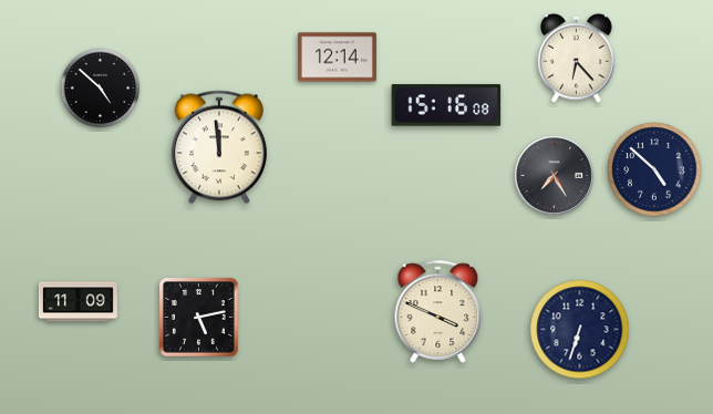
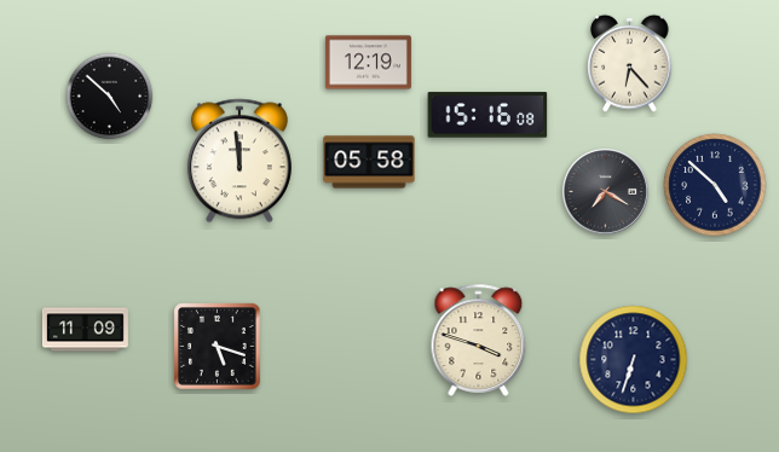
clock at (337, 58): 12:14 -> 12:19
clock at (369, 162): none -> 05:58
clock at (554, 175): 7:25 -> 7:20
clock at (438, 311): 3:49 -> 3:48
clock at (199, 318): 5:13 -> 5:18
